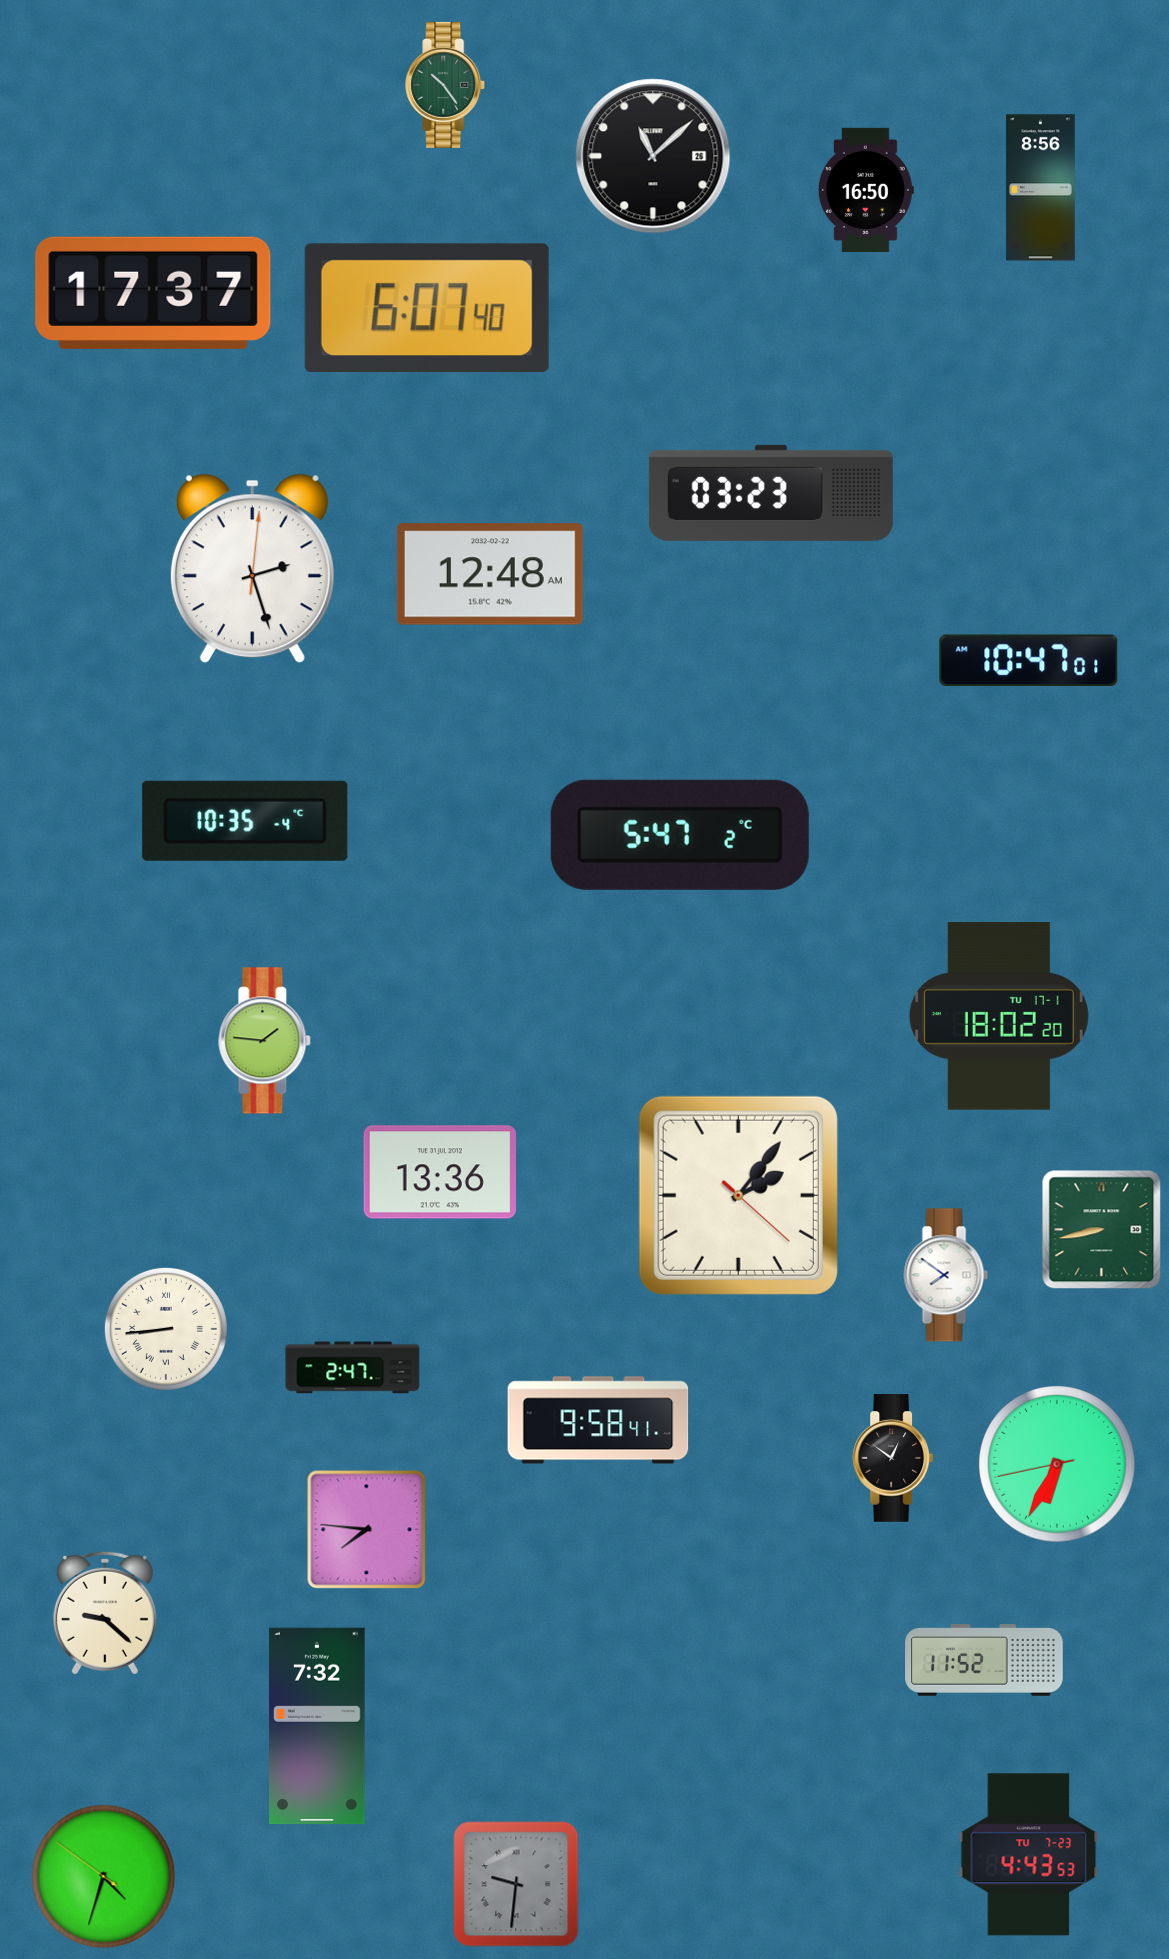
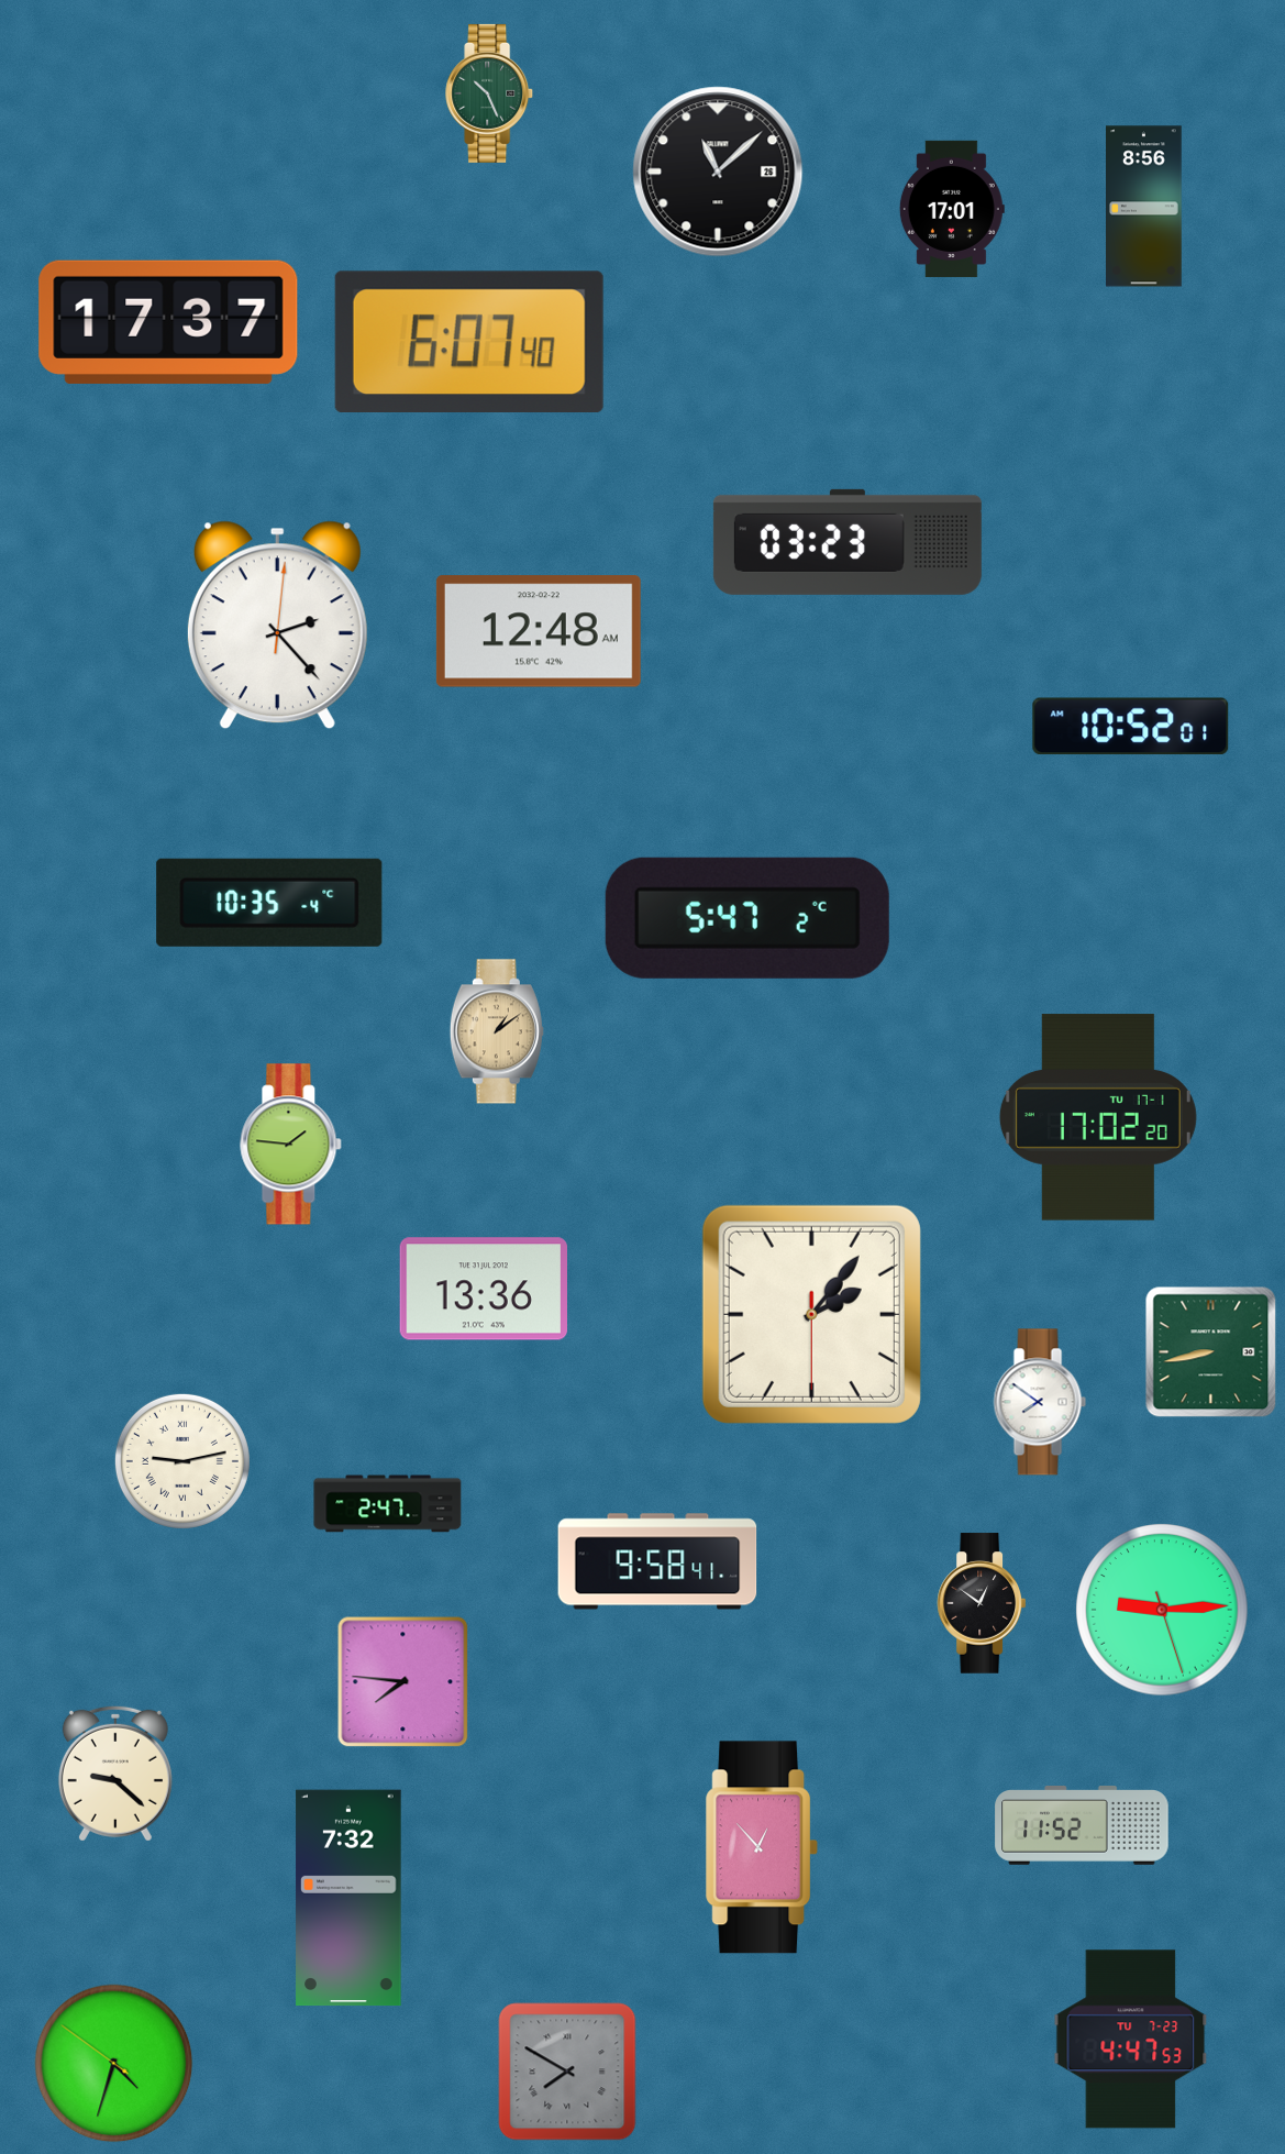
clock at (446, 85): 10:24 -> 10:26
clock at (866, 190): 16:50 -> 17:01
clock at (427, 307) position: (427, 307) -> (469, 341)
clock at (252, 569): 2:27 -> 2:23
clock at (1029, 661): 10:47 -> 10:52
clock at (497, 1031): none -> 1:09
clock at (999, 1016): 18:02 -> 17:02
clock at (738, 1195): 2:06:22 -> 2:06:30
clock at (166, 1329): 8:44 -> 9:13
clock at (1057, 1464): 6:34 -> 9:14
clock at (763, 1847): none -> 12:53
clock at (1029, 1855): 4:43 -> 4:47
clock at (516, 1884): 9:31 -> 7:50
